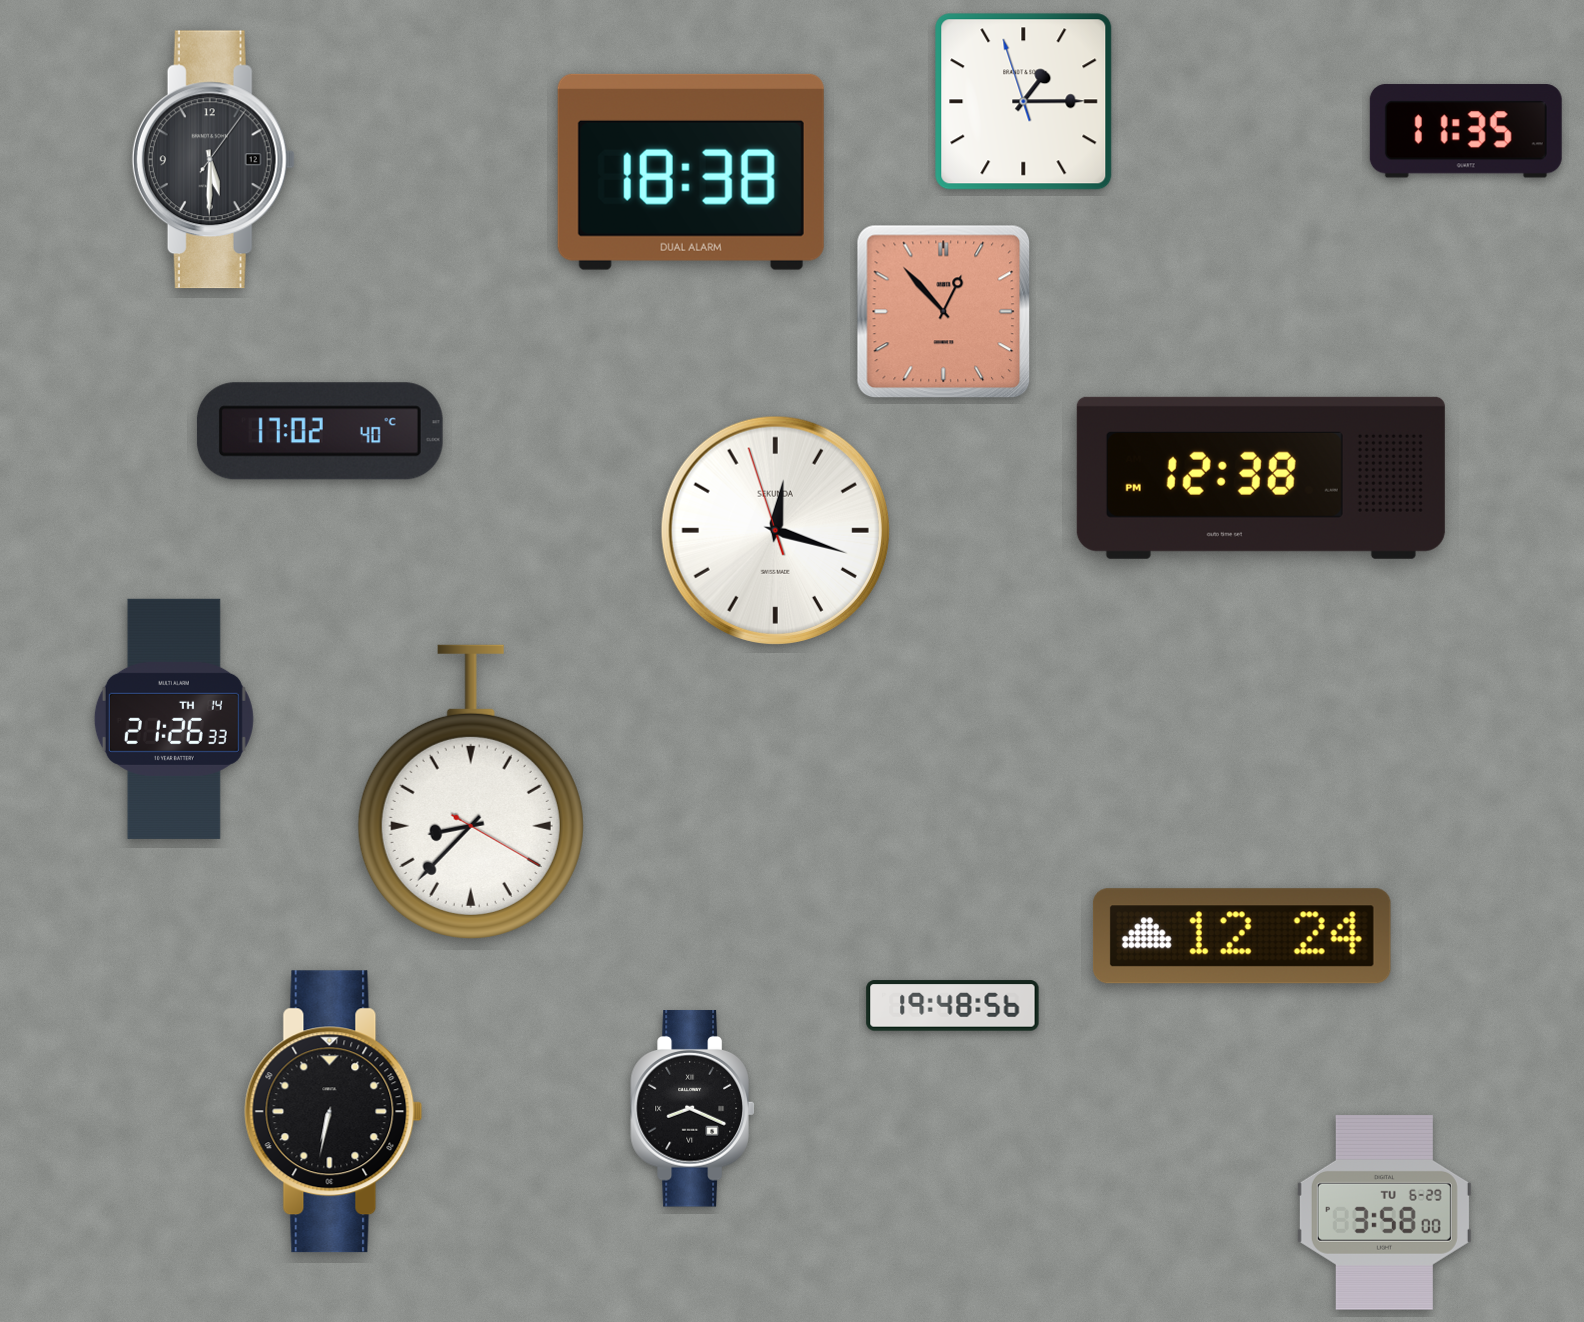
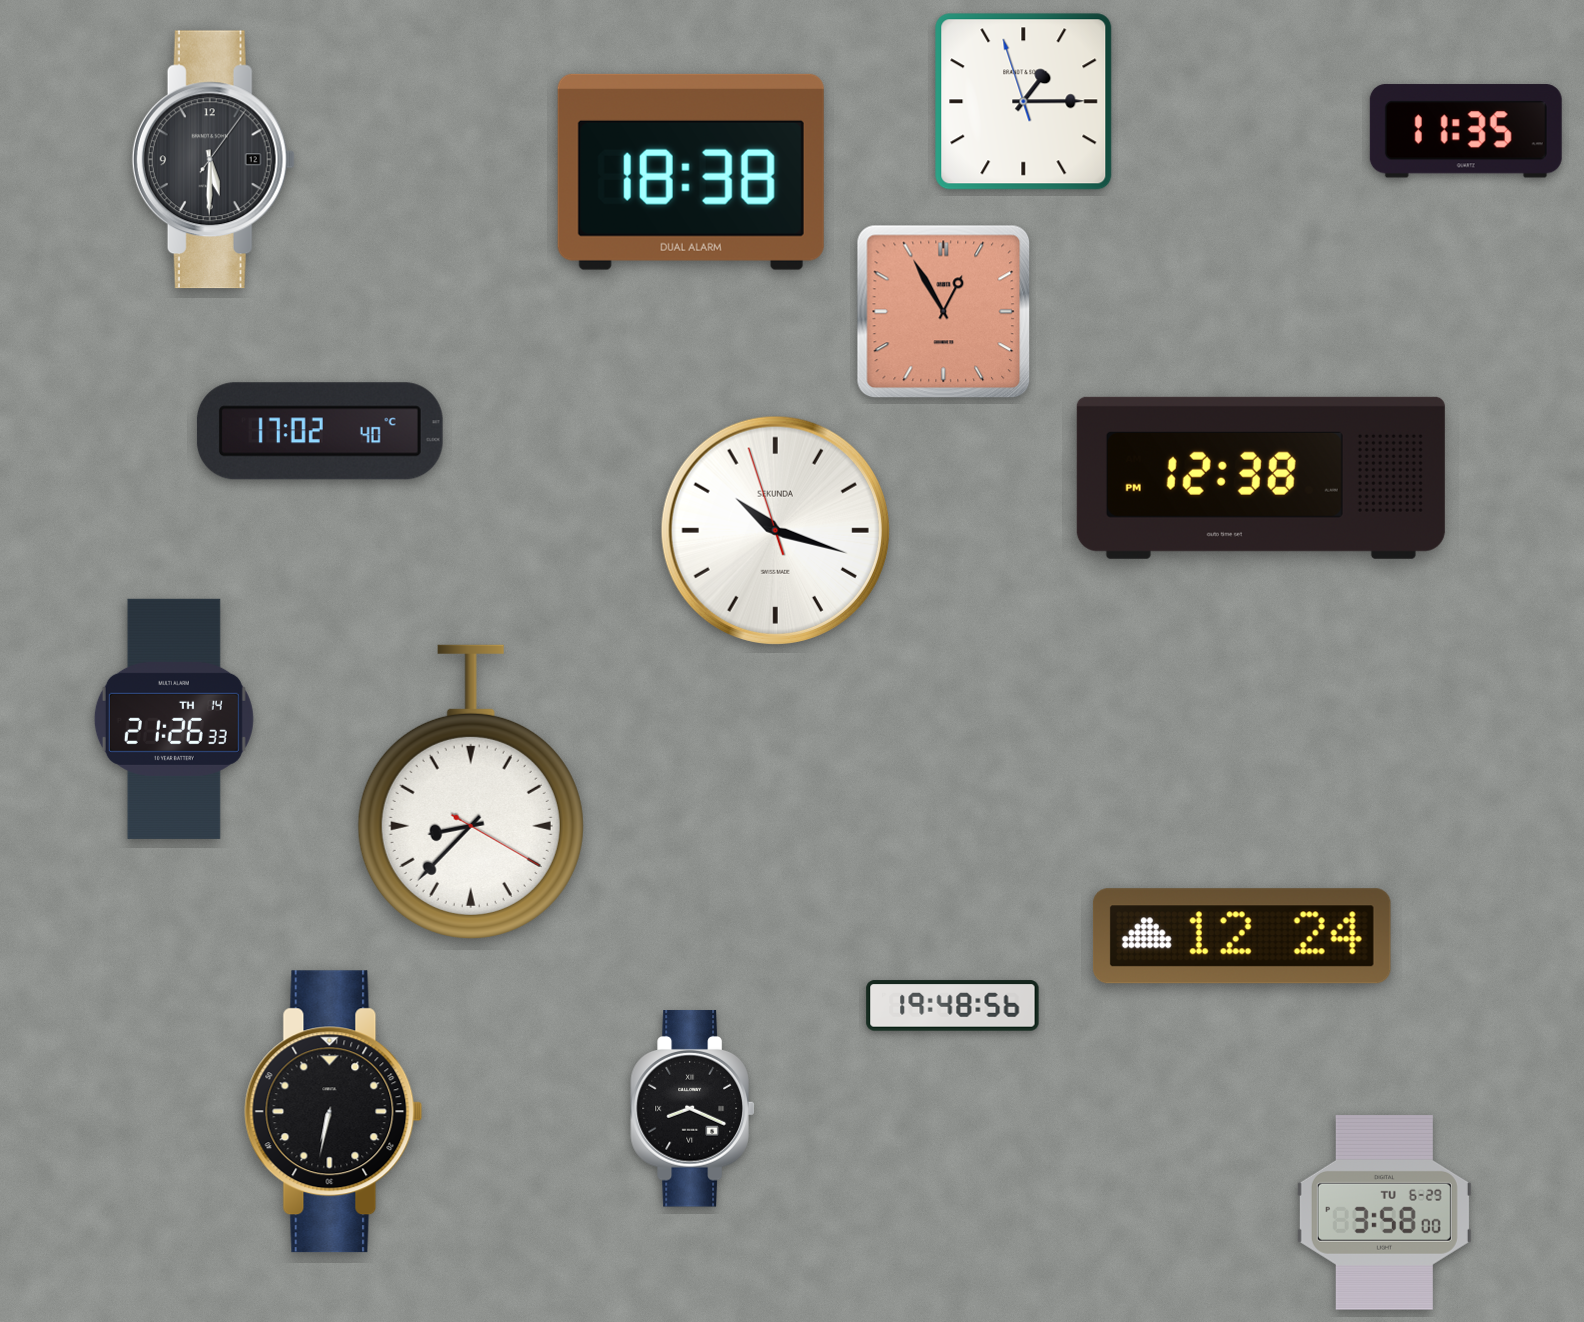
clock at (944, 312): 12:53 -> 12:55
clock at (775, 530): 12:17 -> 10:17
